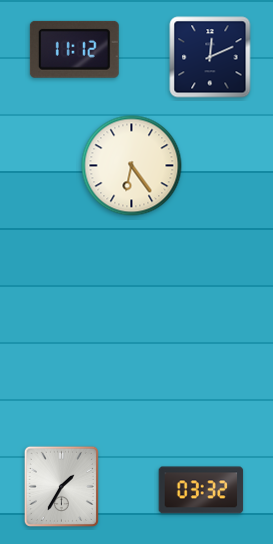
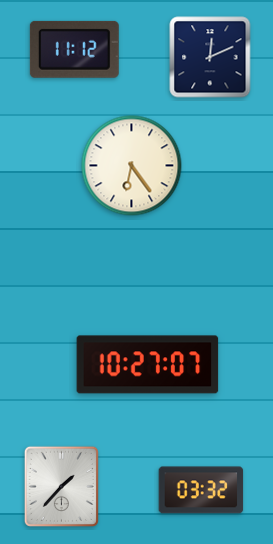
clock at (148, 365): none -> 10:27
clock at (61, 486): 1:35 -> 1:37
